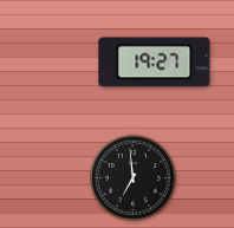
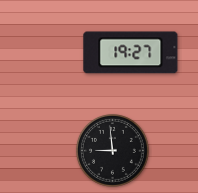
clock at (132, 177): 6:59 -> 8:59
